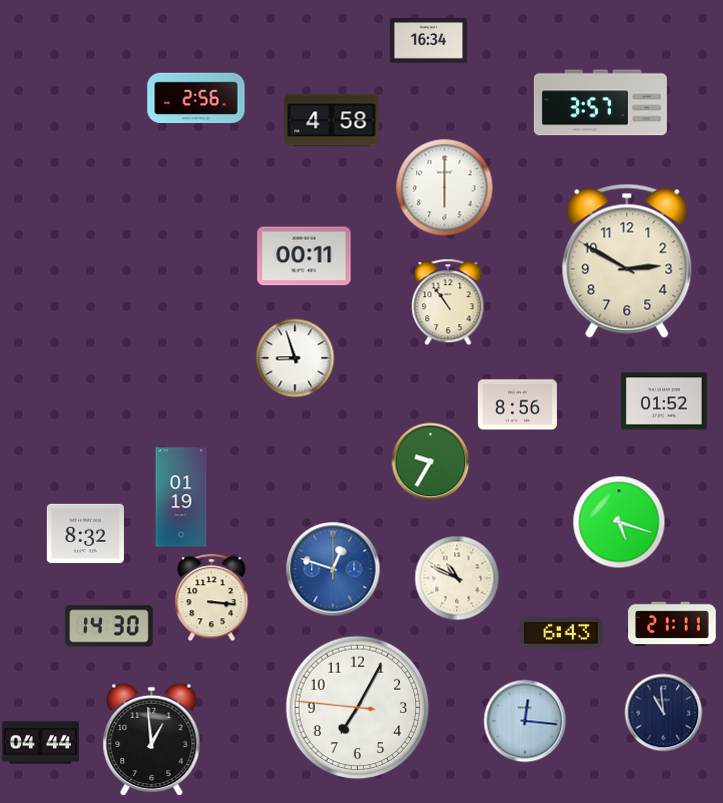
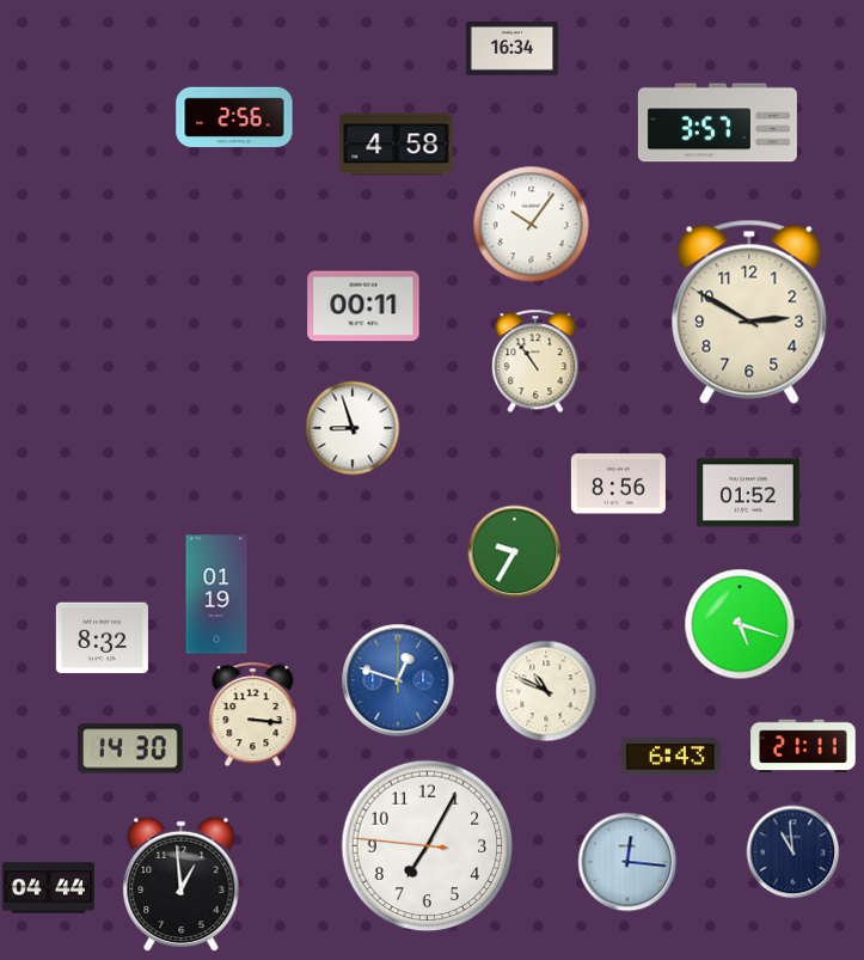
clock at (444, 187): 6:00 -> 10:06
clock at (664, 401) position: (664, 401) -> (748, 493)
